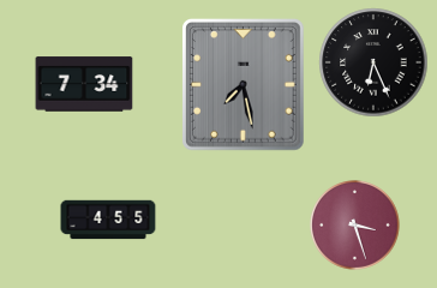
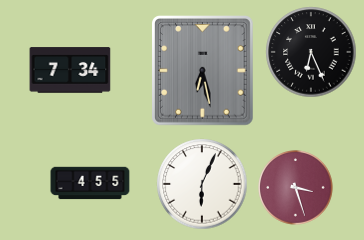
clock at (244, 85): 7:28 -> 6:28
clock at (202, 184): none -> 6:04
